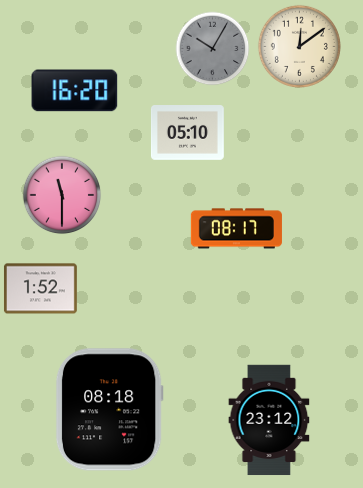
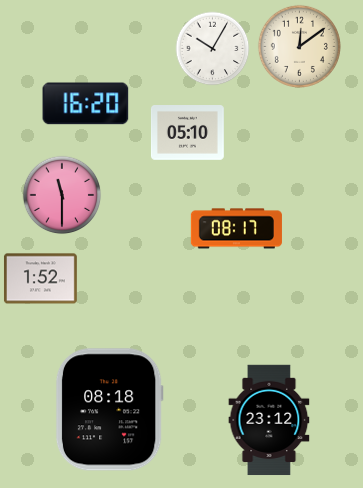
clock at (213, 49) dial: grey -> white
clock at (75, 91) position: (75, 91) -> (86, 104)
clock at (40, 289) position: (40, 289) -> (40, 279)
